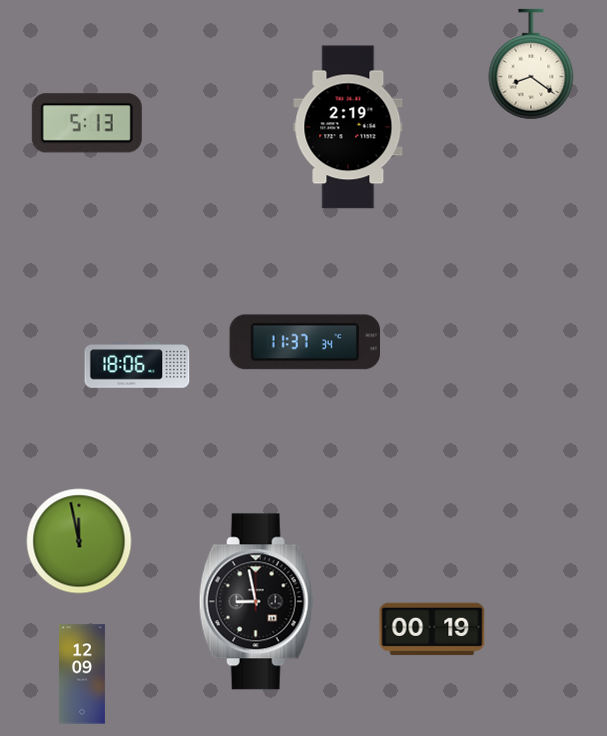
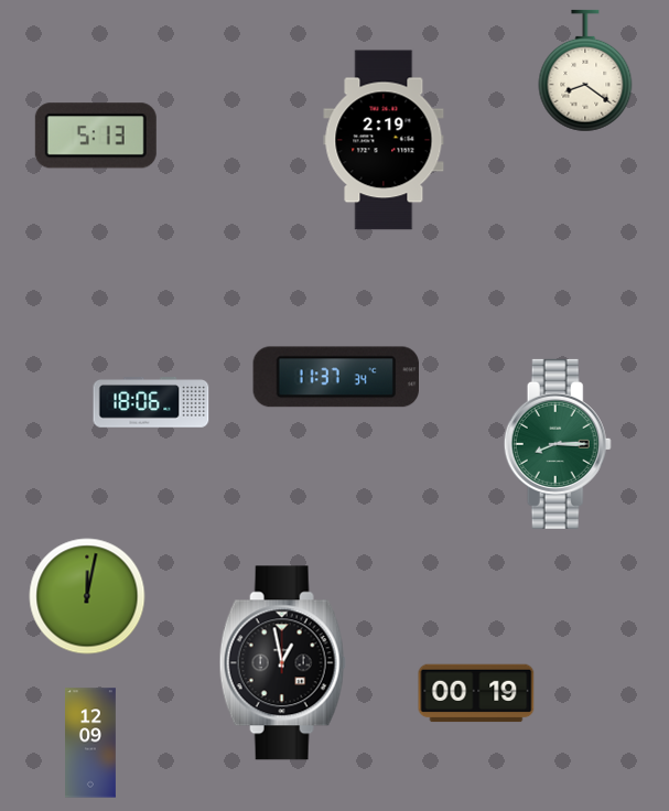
clock at (558, 444): none -> 8:15
clock at (79, 541): 11:58 -> 12:02
clock at (256, 602): 8:58 -> 12:58
